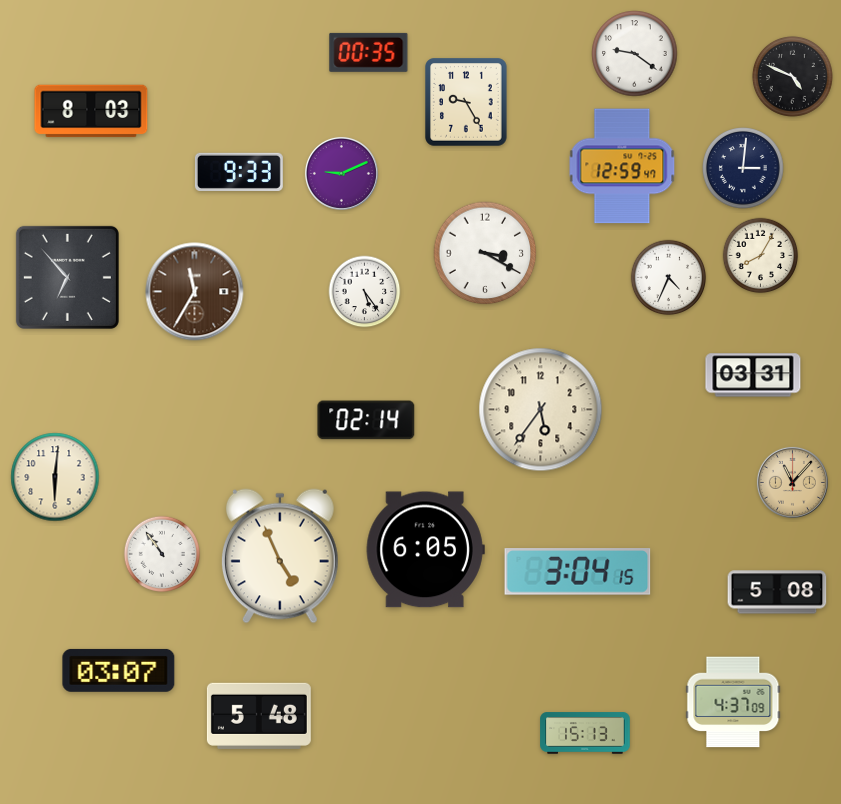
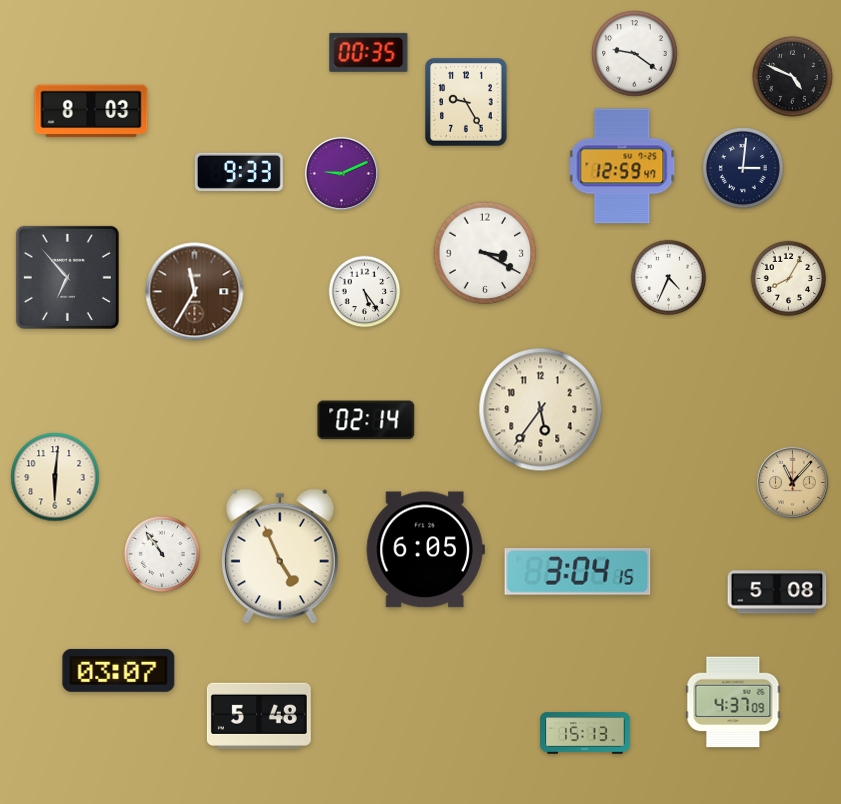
clock at (761, 256) position: (761, 256) -> (789, 279)
clock at (753, 375): 03:31 -> none
